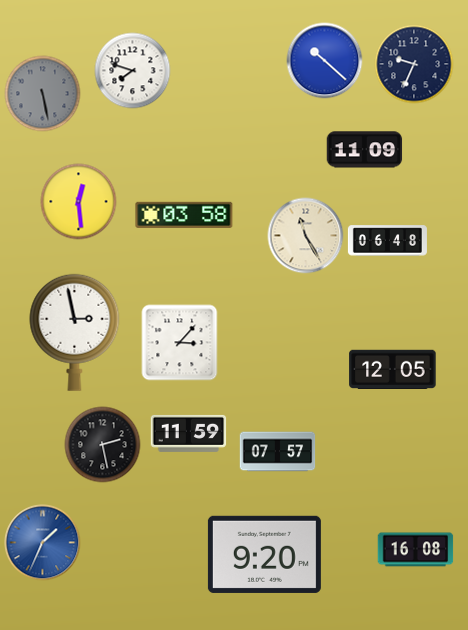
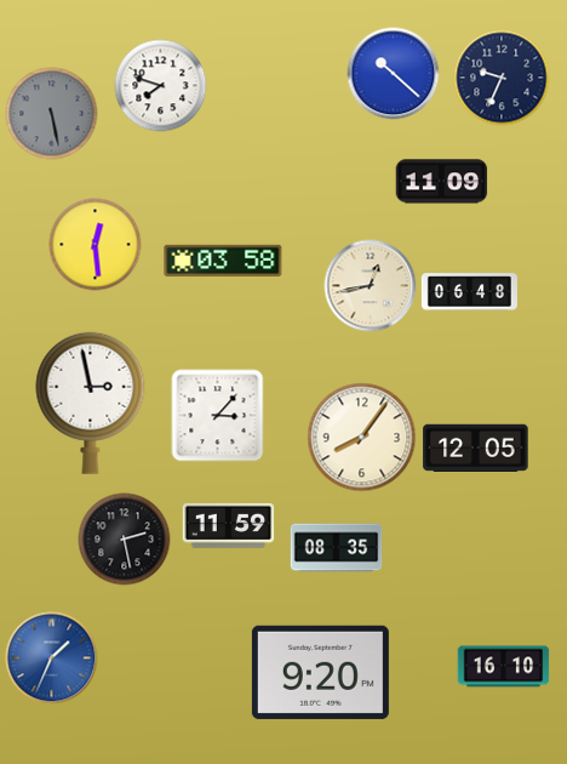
clock at (306, 236): 11:25 -> 12:43
clock at (362, 438): none -> 8:06
clock at (278, 452): 07:57 -> 08:35
clock at (416, 550): 16:08 -> 16:10
